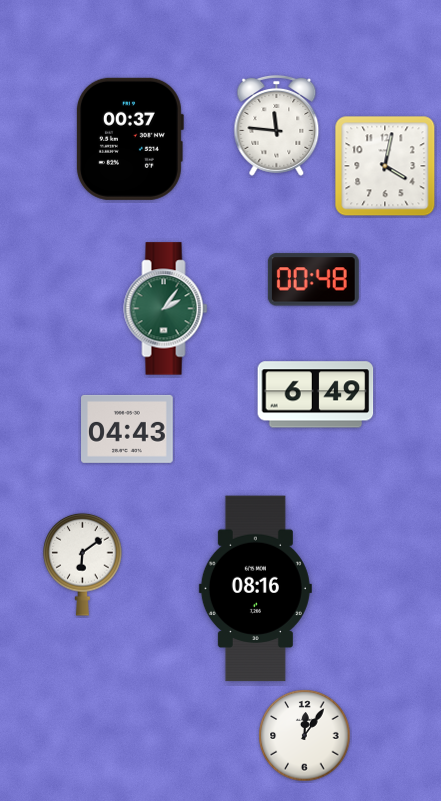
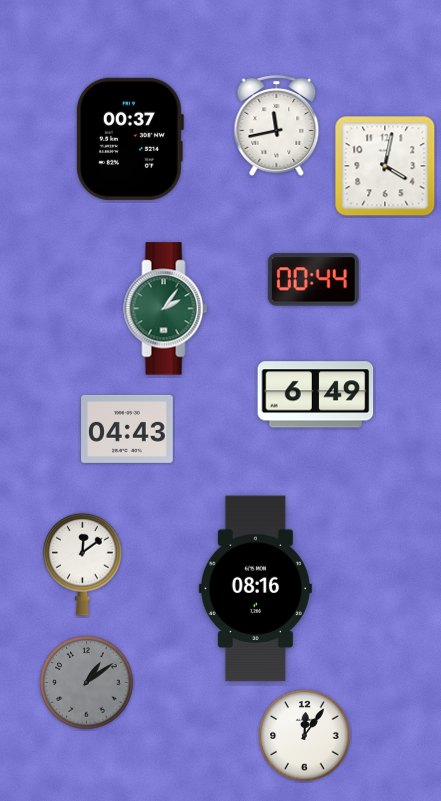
clock at (277, 125): 11:46 -> 11:43
clock at (313, 280): 00:48 -> 00:44
clock at (83, 564): 6:09 -> 12:09
clock at (87, 683): none -> 1:09
